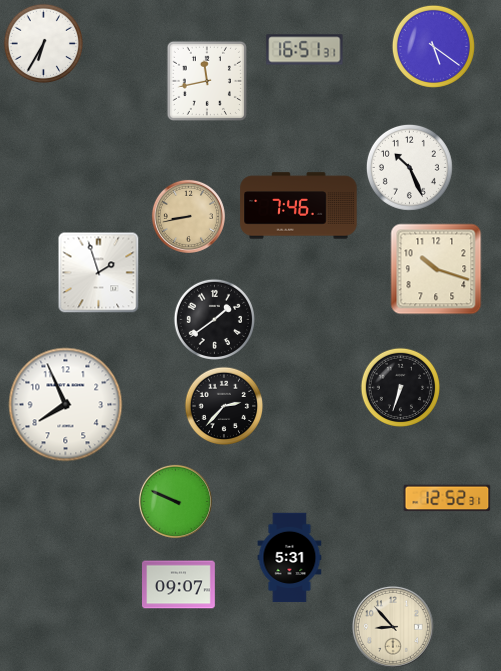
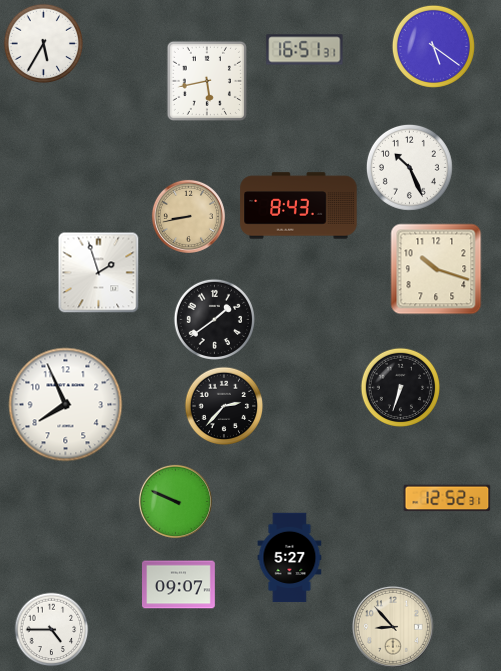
clock at (43, 43): 6:35 -> 5:35
clock at (207, 81): 11:43 -> 5:43
clock at (299, 206): 7:46 -> 8:43
clock at (290, 558): 5:31 -> 5:27
clock at (52, 630): none -> 4:45
